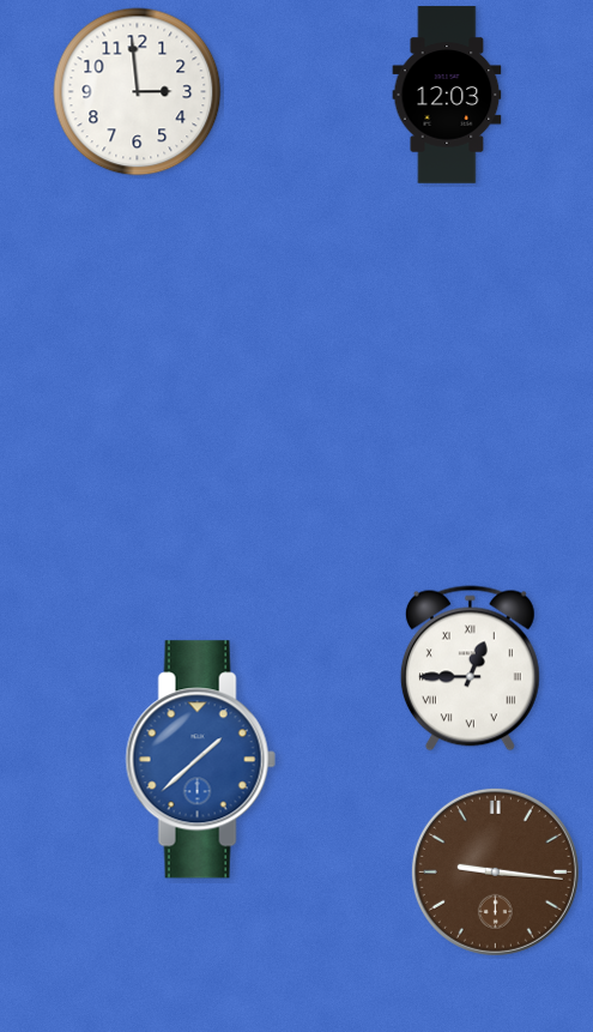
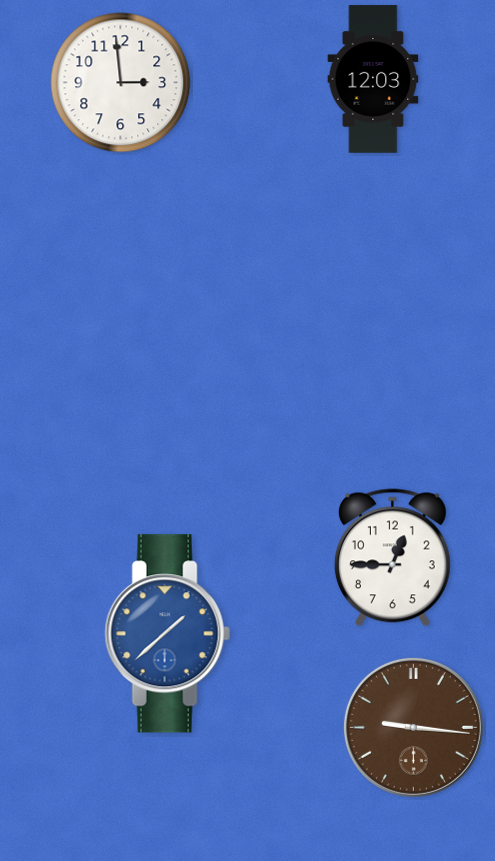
clock at (138, 92) position: (138, 92) -> (121, 83)
clock at (470, 669) numerals: Roman -> Arabic
